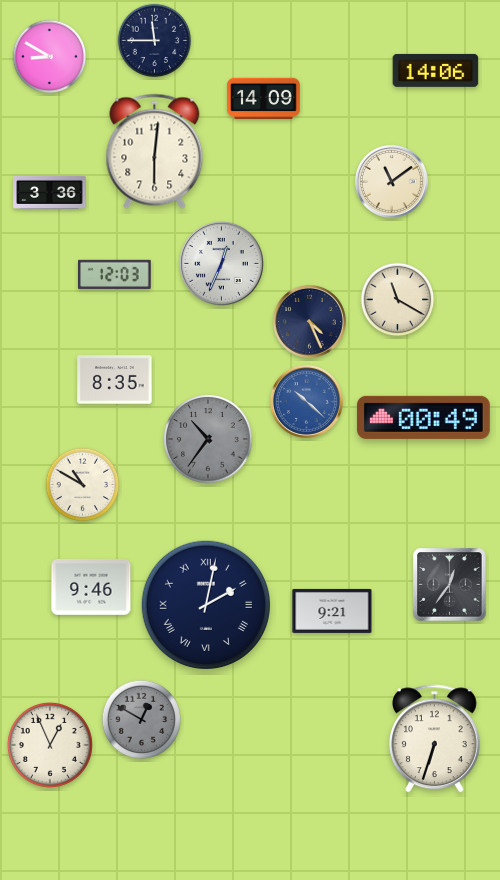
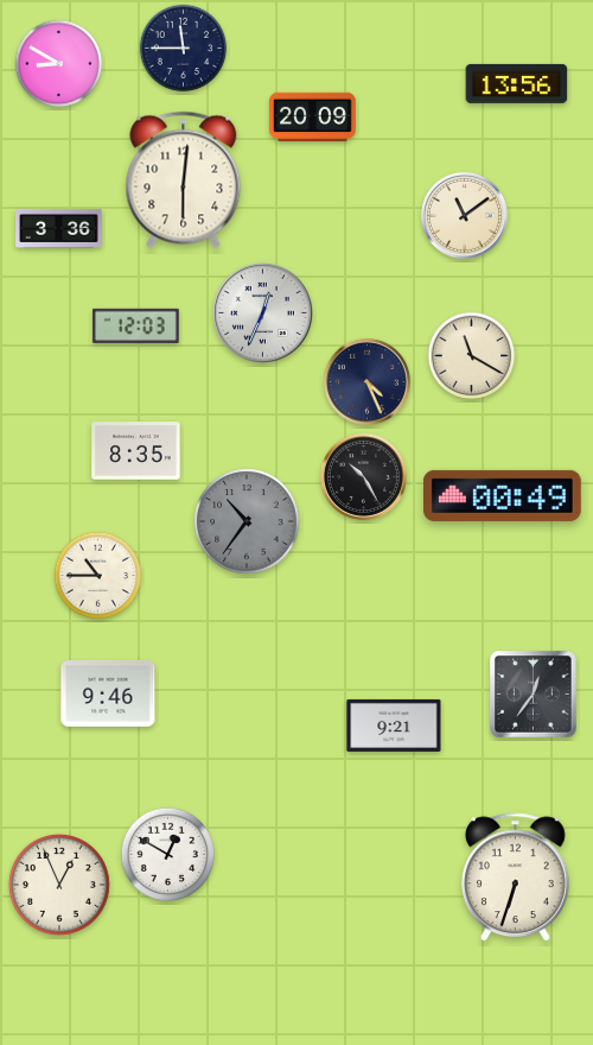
clock at (50, 57) position: (50, 57) -> (59, 64)
clock at (436, 70): 14:06 -> 13:56
clock at (264, 99): 14:09 -> 20:09
clock at (306, 401): 10:22 -> 10:25
clock at (306, 401) dial: blue -> black
clock at (83, 485): 10:50 -> 10:45
clock at (91, 587) position: (91, 587) -> (108, 693)
clock at (206, 605): 2:02 -> none
clock at (141, 719) dial: grey -> white
